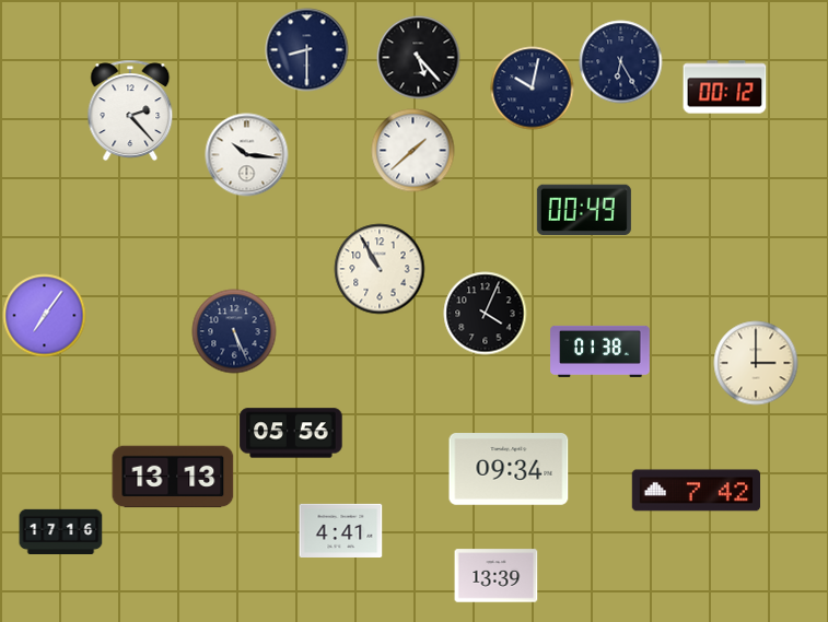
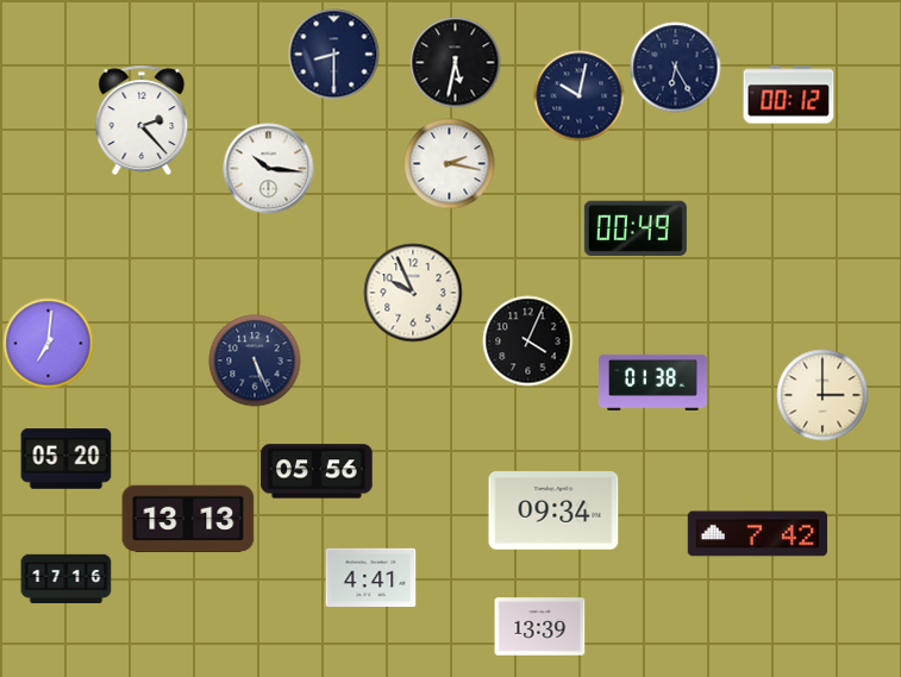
clock at (419, 58): 5:23 -> 5:32
clock at (413, 151): 1:38 -> 2:17
clock at (380, 269): 10:55 -> 9:56
clock at (45, 316): 7:06 -> 7:01
clock at (67, 459): none -> 05:20
